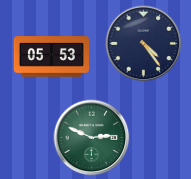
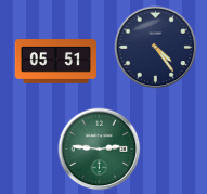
clock at (51, 57): 05:53 -> 05:51
clock at (92, 138): 2:49 -> 2:46
